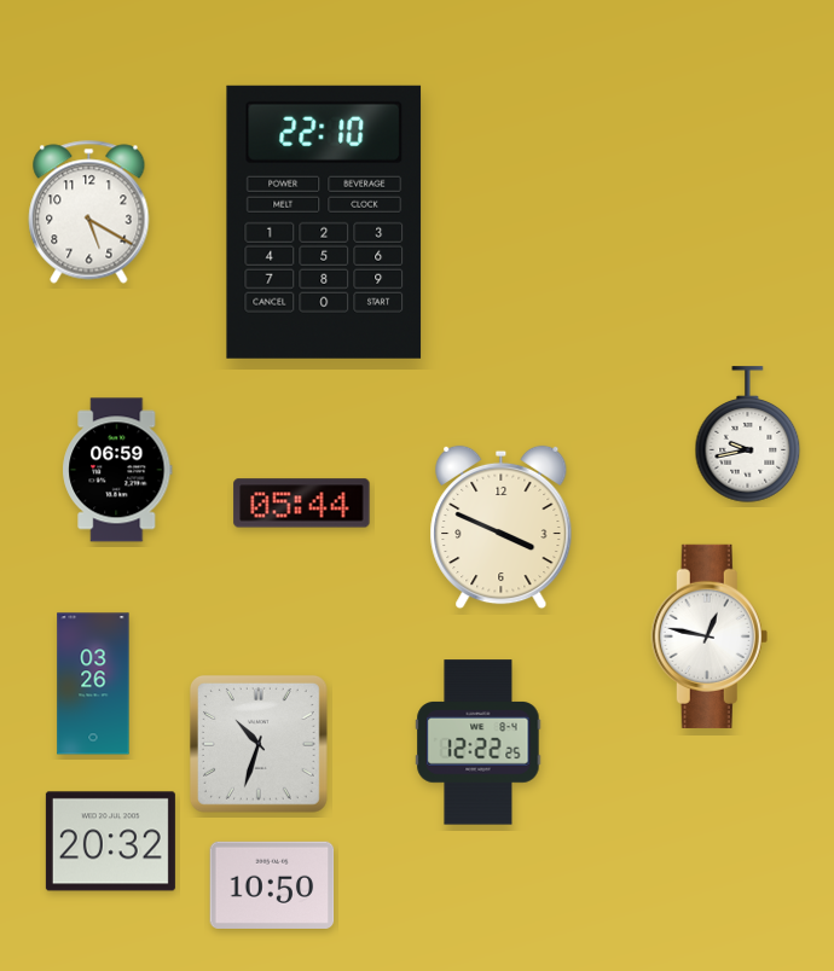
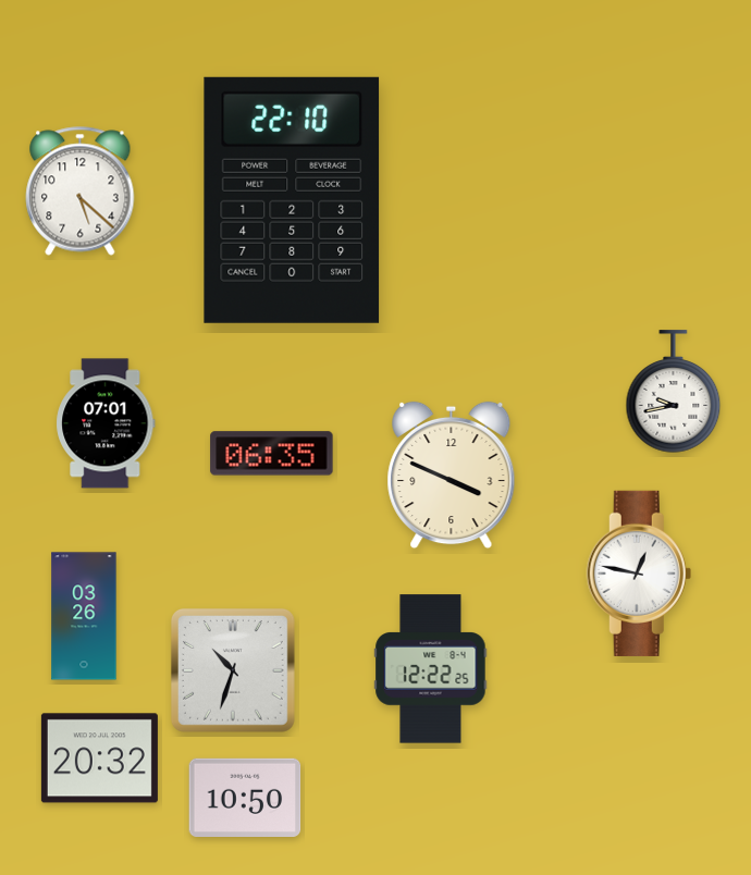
clock at (89, 213): 5:20 -> 5:22
clock at (117, 470): 06:59 -> 07:01
clock at (302, 504): 05:44 -> 06:35
